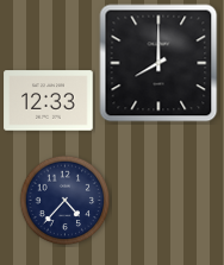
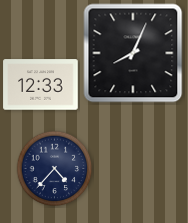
clock at (158, 63): 8:00 -> 8:04
